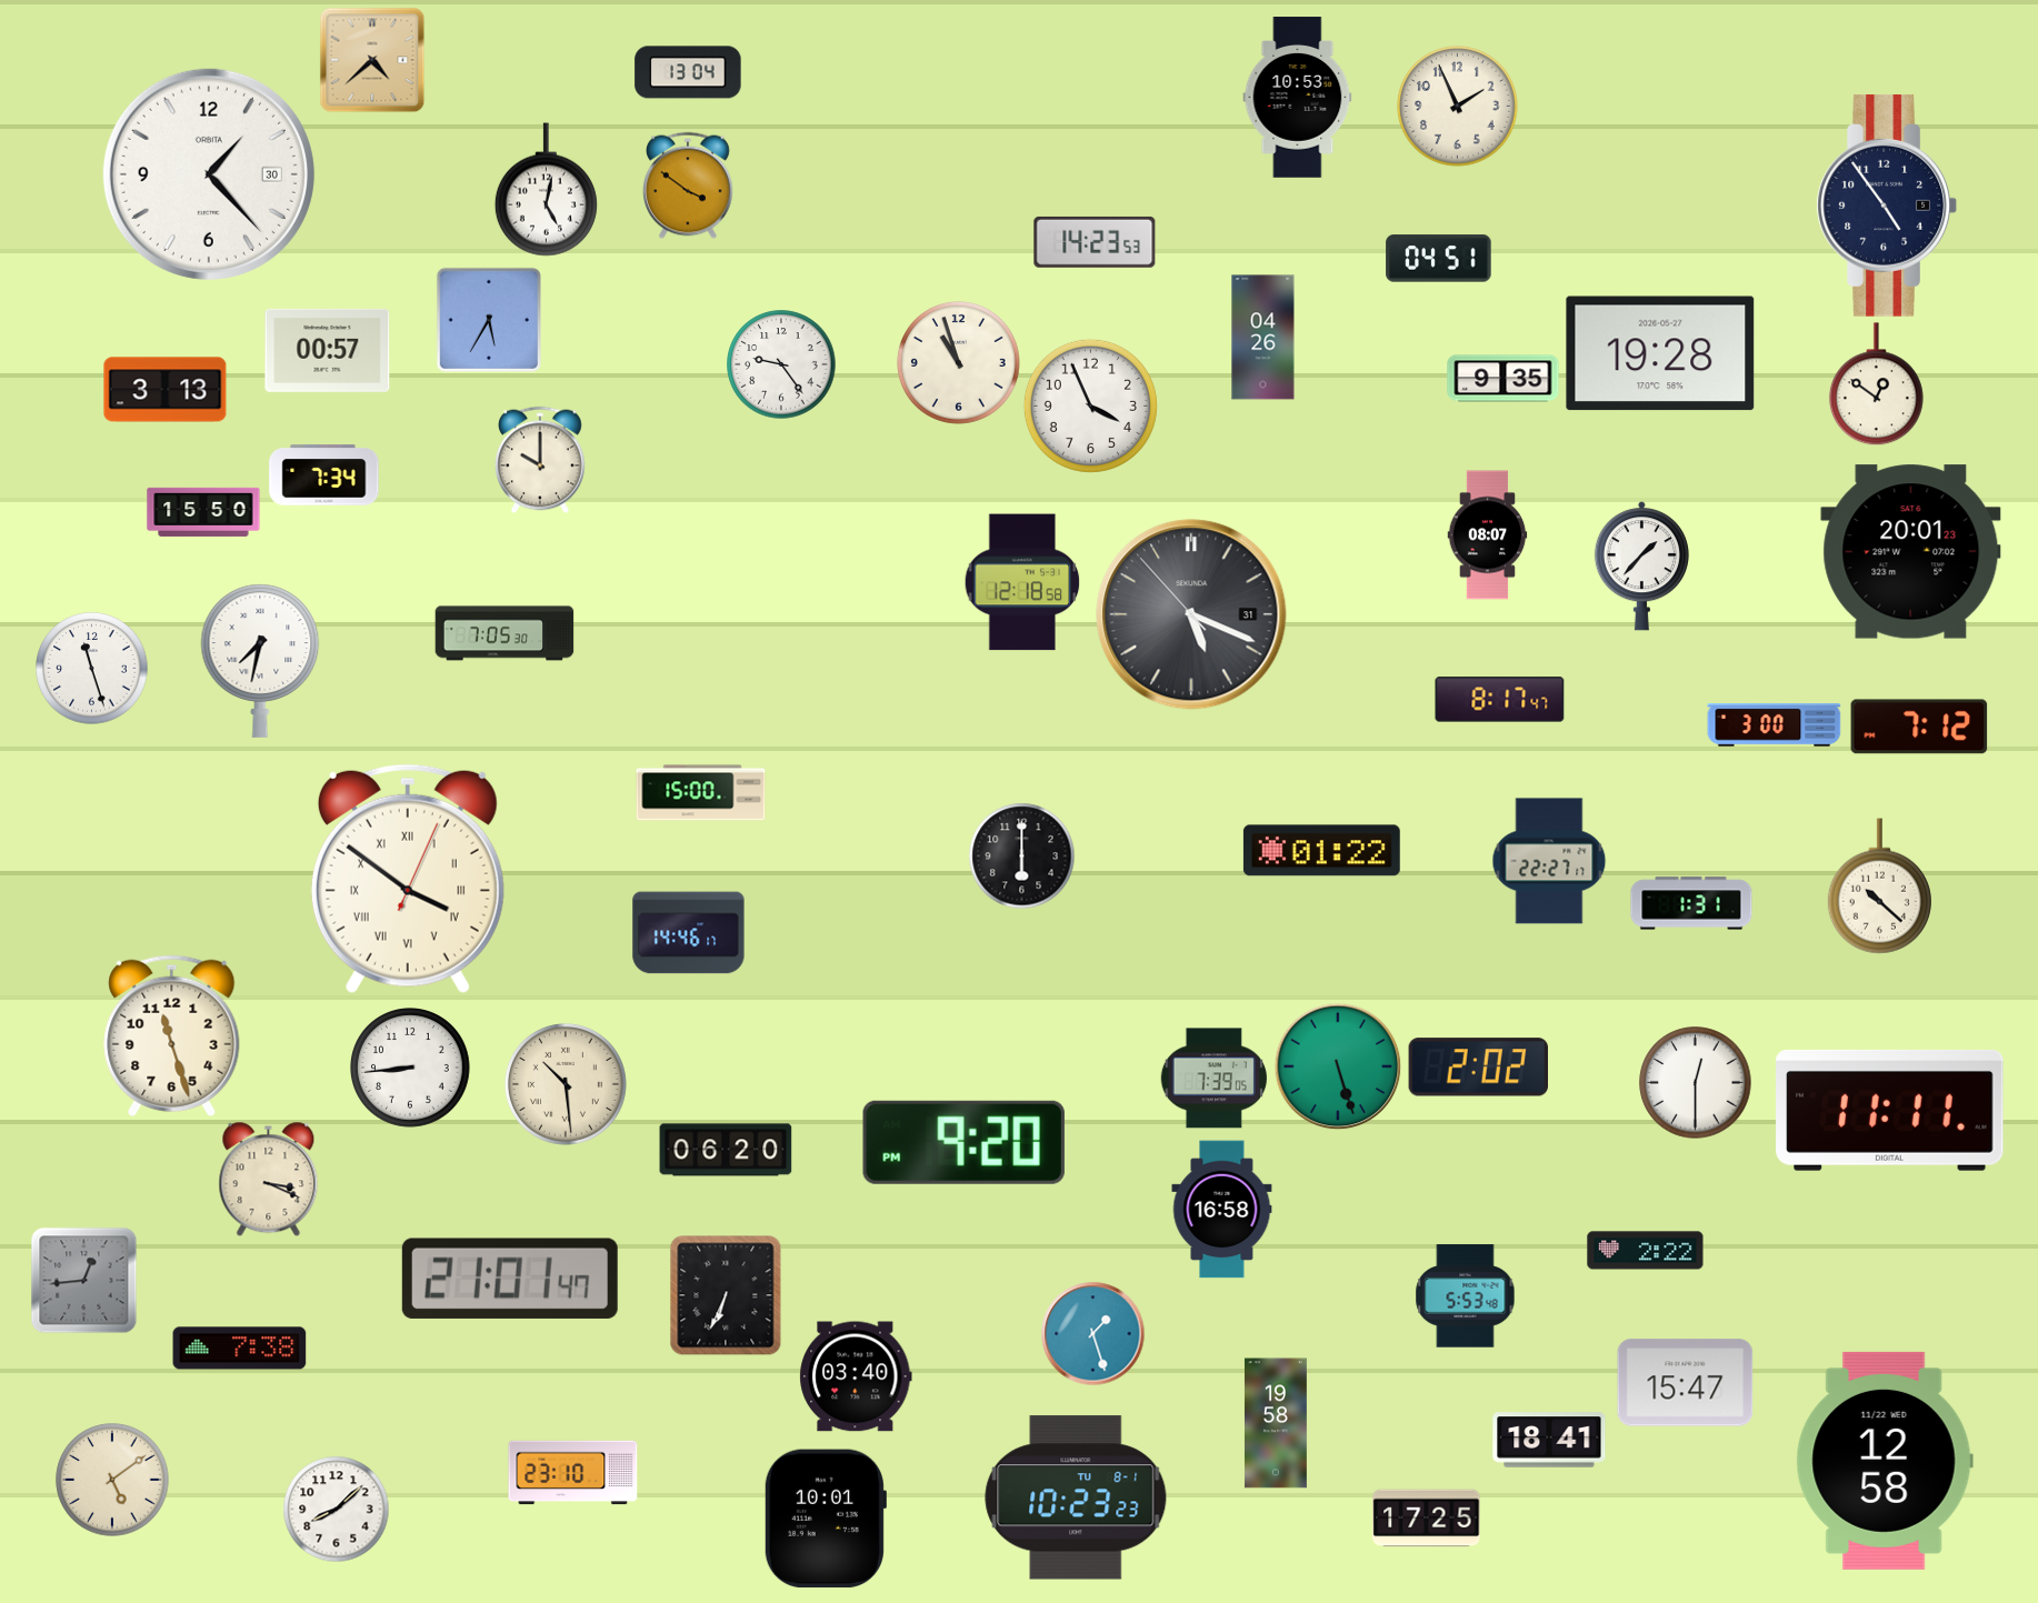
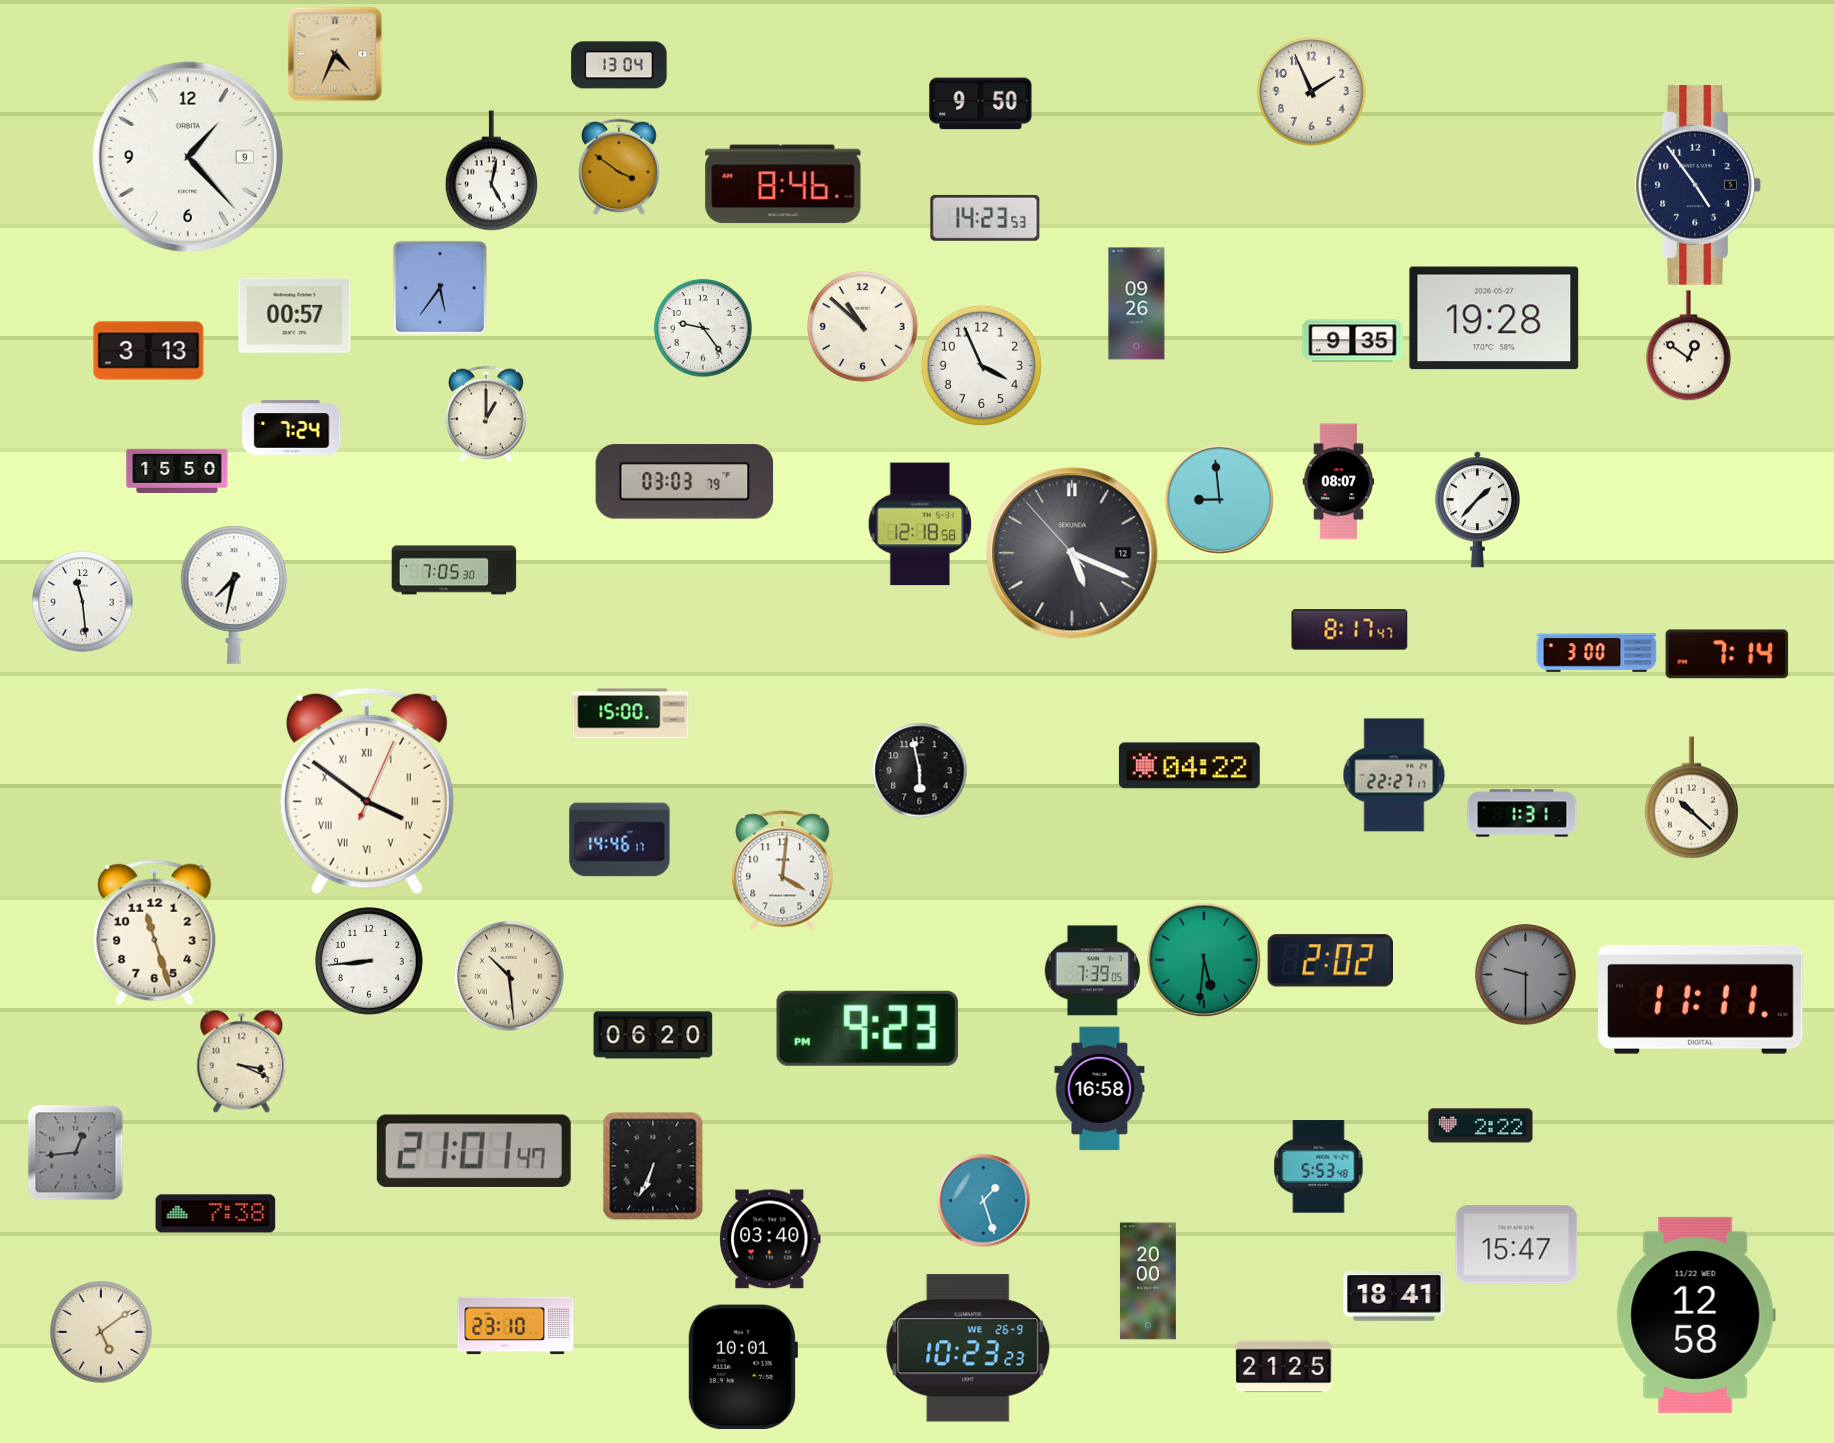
clock at (372, 60): 4:38 -> 4:34
clock at (1298, 98): 10:53 -> none
clock at (1458, 107) position: (1458, 107) -> (1312, 92)
clock at (981, 104): none -> 9:50
clock at (209, 174) date: 30 -> 9
clock at (783, 184): none -> 8:46
clock at (1439, 259): 04:51 -> none
clock at (489, 320): 5:35 -> 5:36
clock at (1263, 338): 04:26 -> 09:26
clock at (958, 362): 10:57 -> 10:52
clock at (541, 460): 10:00 -> 1:00
clock at (324, 475): 7:34 -> 7:24
clock at (203, 512) position: (203, 512) -> (177, 471)
clock at (685, 482): none -> 03:03
clock at (1911, 552): 20:01 -> none
clock at (1219, 499): none -> 8:59
clock at (1191, 614) date: 31 -> 12
clock at (92, 669): 11:27 -> 11:29
clock at (1919, 727): 7:12 -> 7:14
clock at (1321, 851): 01:22 -> 04:22
clock at (1021, 855): 6:00 -> 5:58
clock at (783, 871): none -> 4:01
clock at (1338, 1066): 5:27 -> 5:31
clock at (1696, 1083): 12:30 -> 9:30
clock at (1696, 1083) dial: white -> grey
clock at (963, 1142): 9:20 -> 9:23
clock at (510, 1279) position: (510, 1279) -> (474, 1151)
clock at (1276, 1423): 19:58 -> 20:00
clock at (1076, 1497) date: TU 8-1 -> WE 26-9
clock at (336, 1509): 8:08 -> none
clock at (1427, 1519): 17:25 -> 21:25
